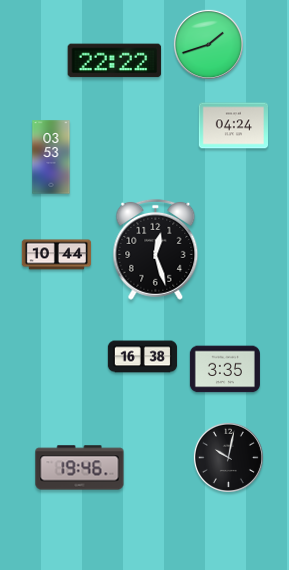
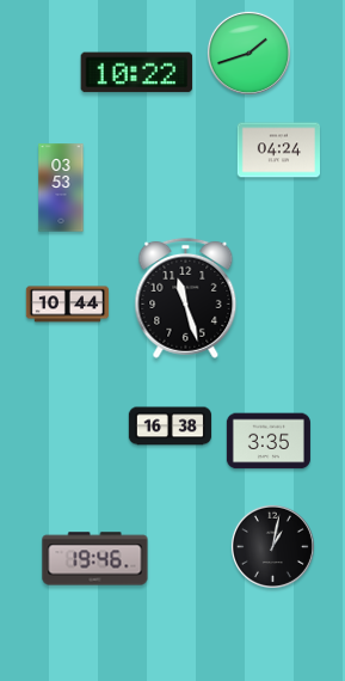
clock at (115, 61): 22:22 -> 10:22
clock at (156, 249): 12:27 -> 11:27
clock at (228, 457): 10:02 -> 1:02
